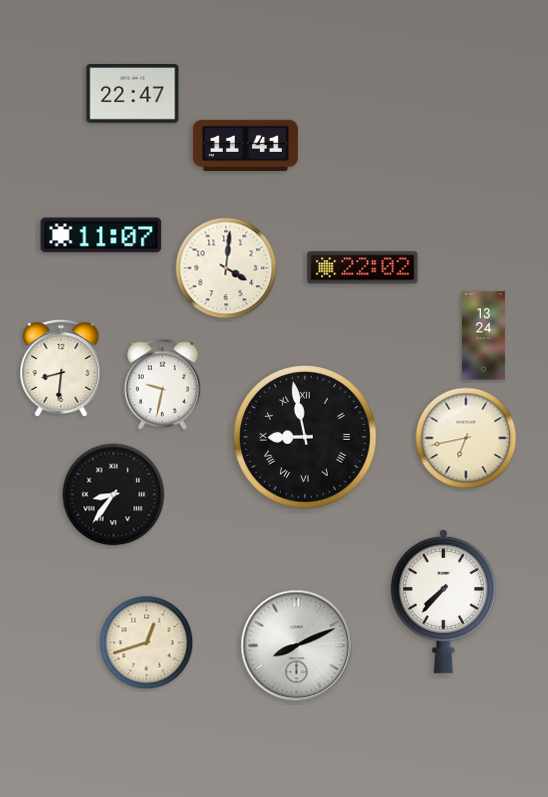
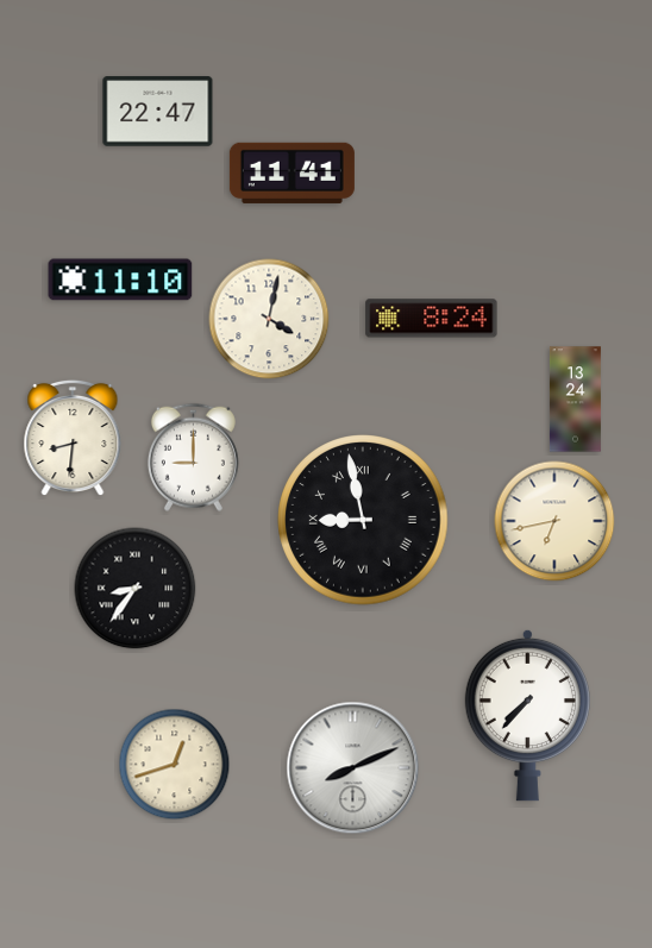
clock at (101, 235): 11:07 -> 11:10
clock at (226, 268): 4:01 -> 4:02
clock at (363, 268): 22:02 -> 8:24
clock at (162, 384): 9:32 -> 9:00
